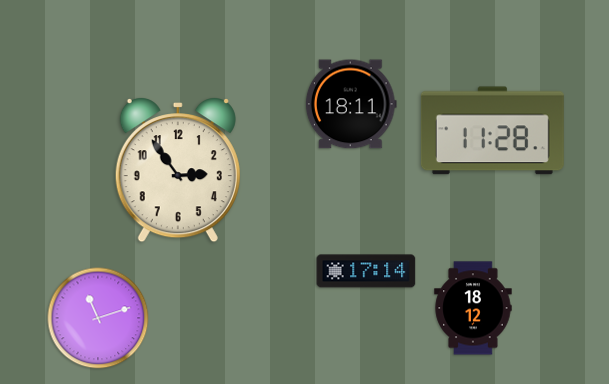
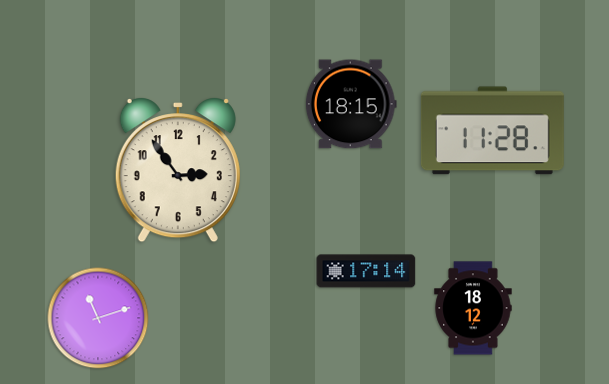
clock at (351, 104): 18:11 -> 18:15
